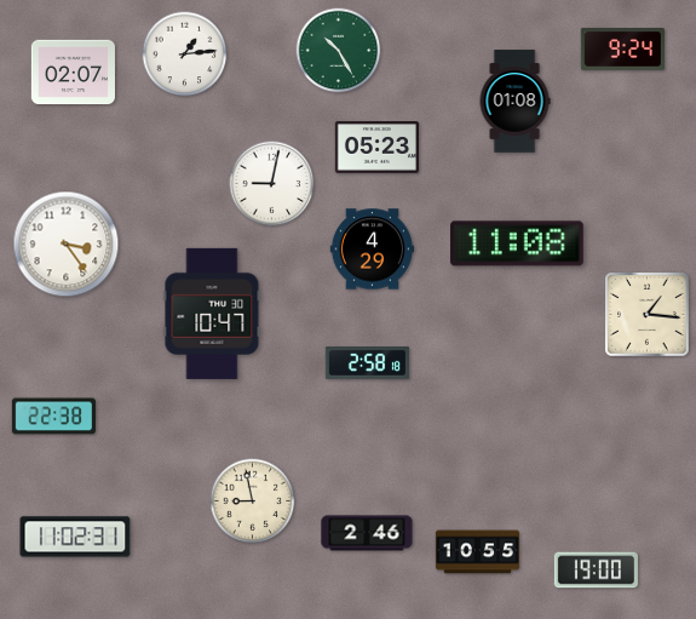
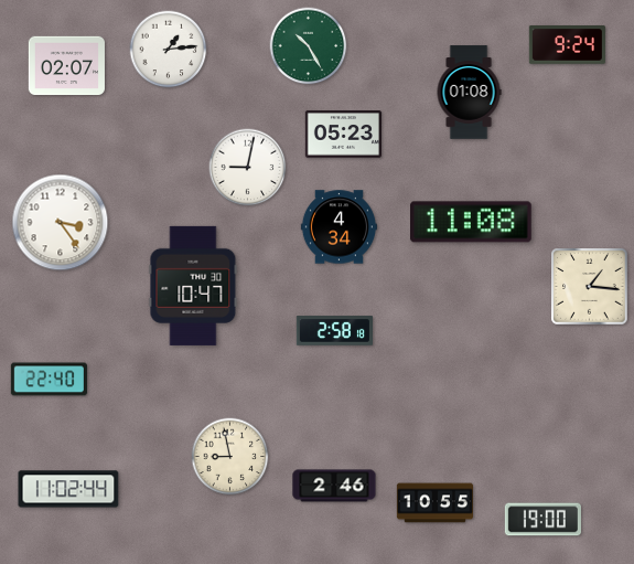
clock at (372, 250): 4:29 -> 4:34
clock at (53, 417): 22:38 -> 22:40
clock at (75, 537): 11:02:31 -> 11:02:44
